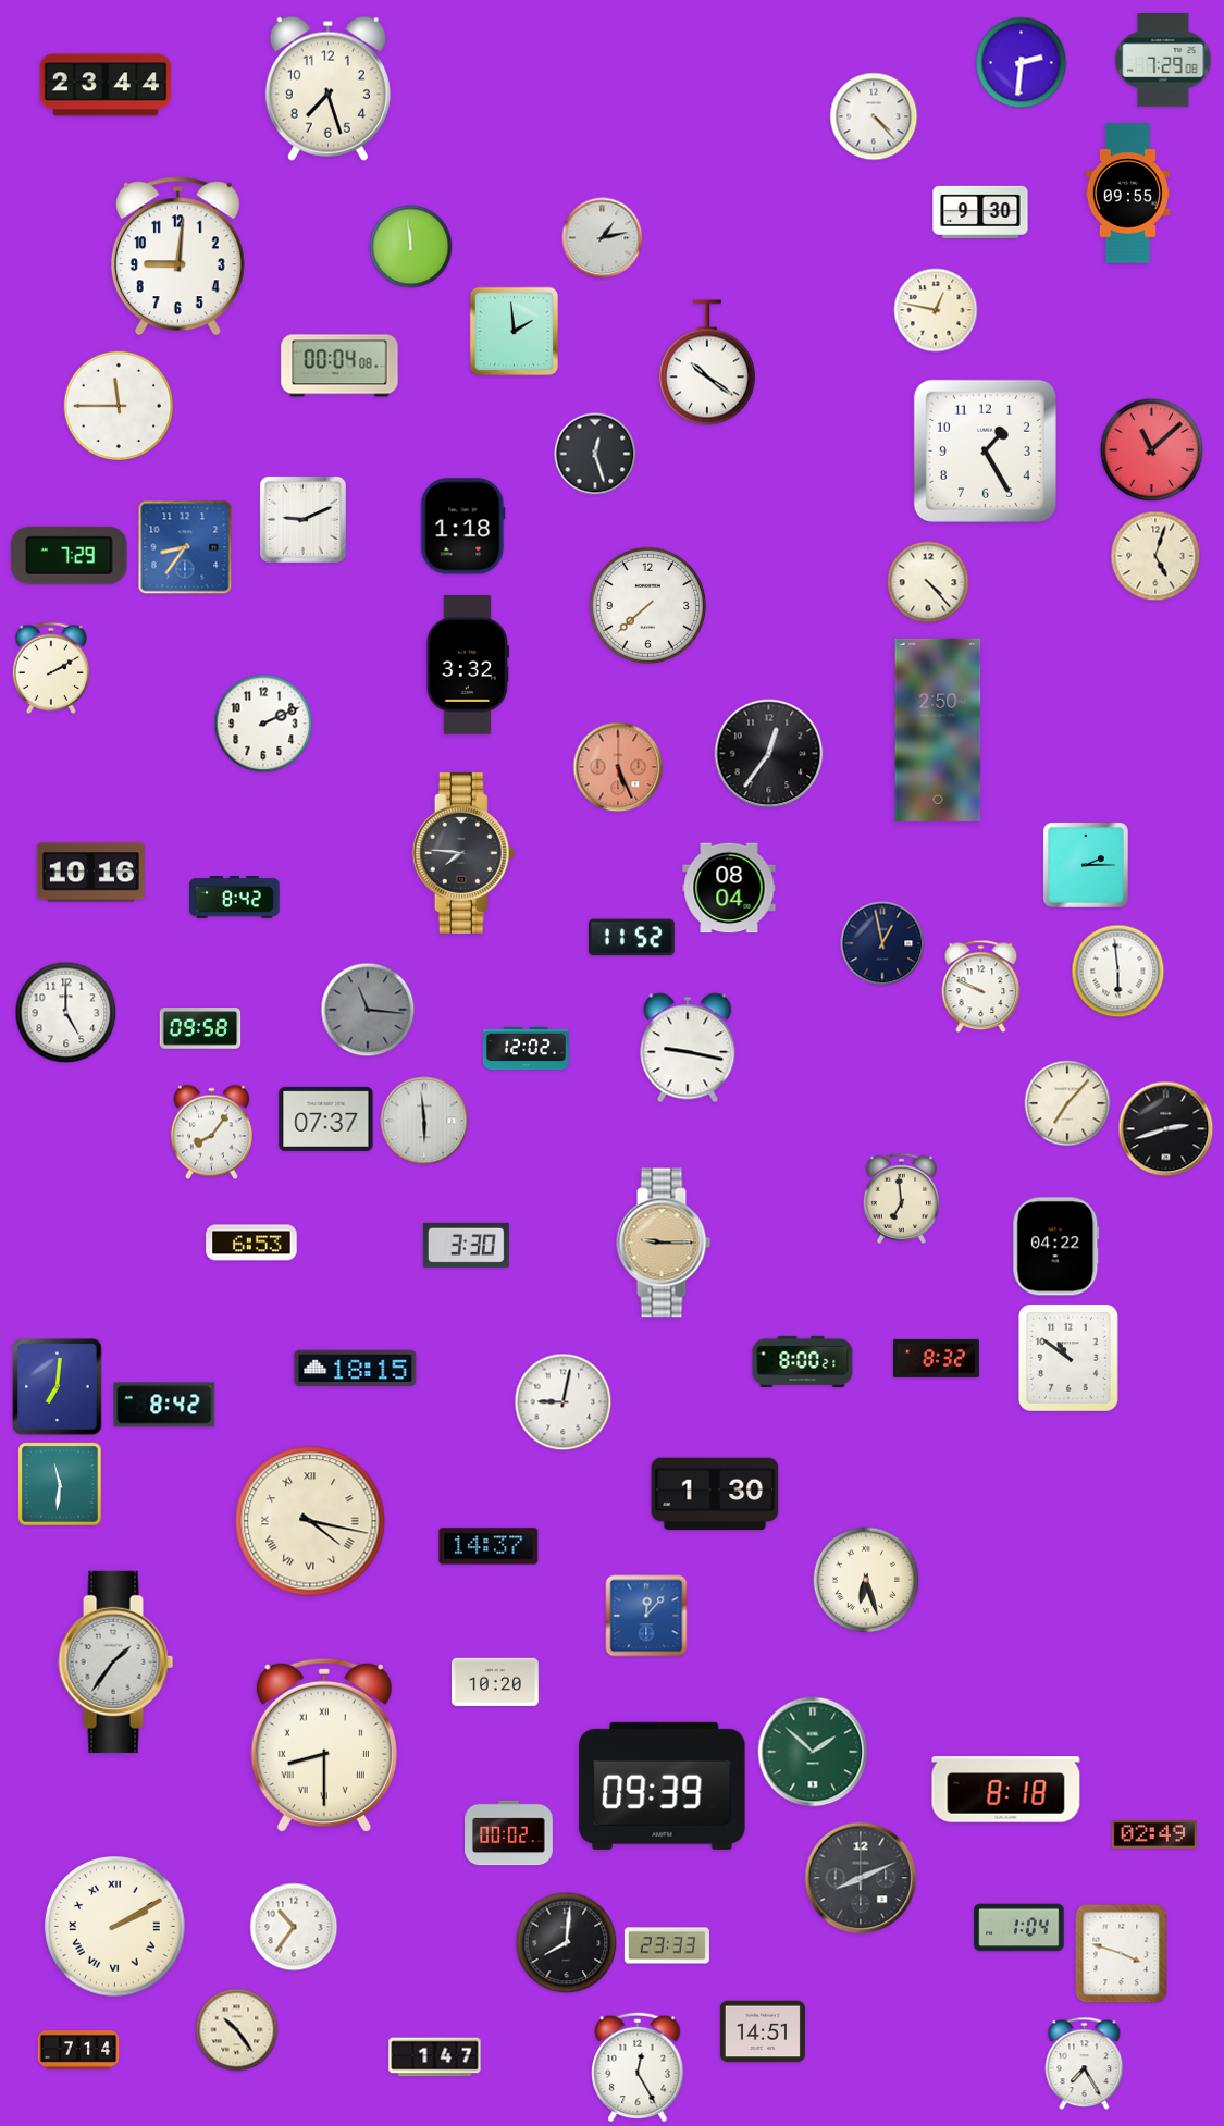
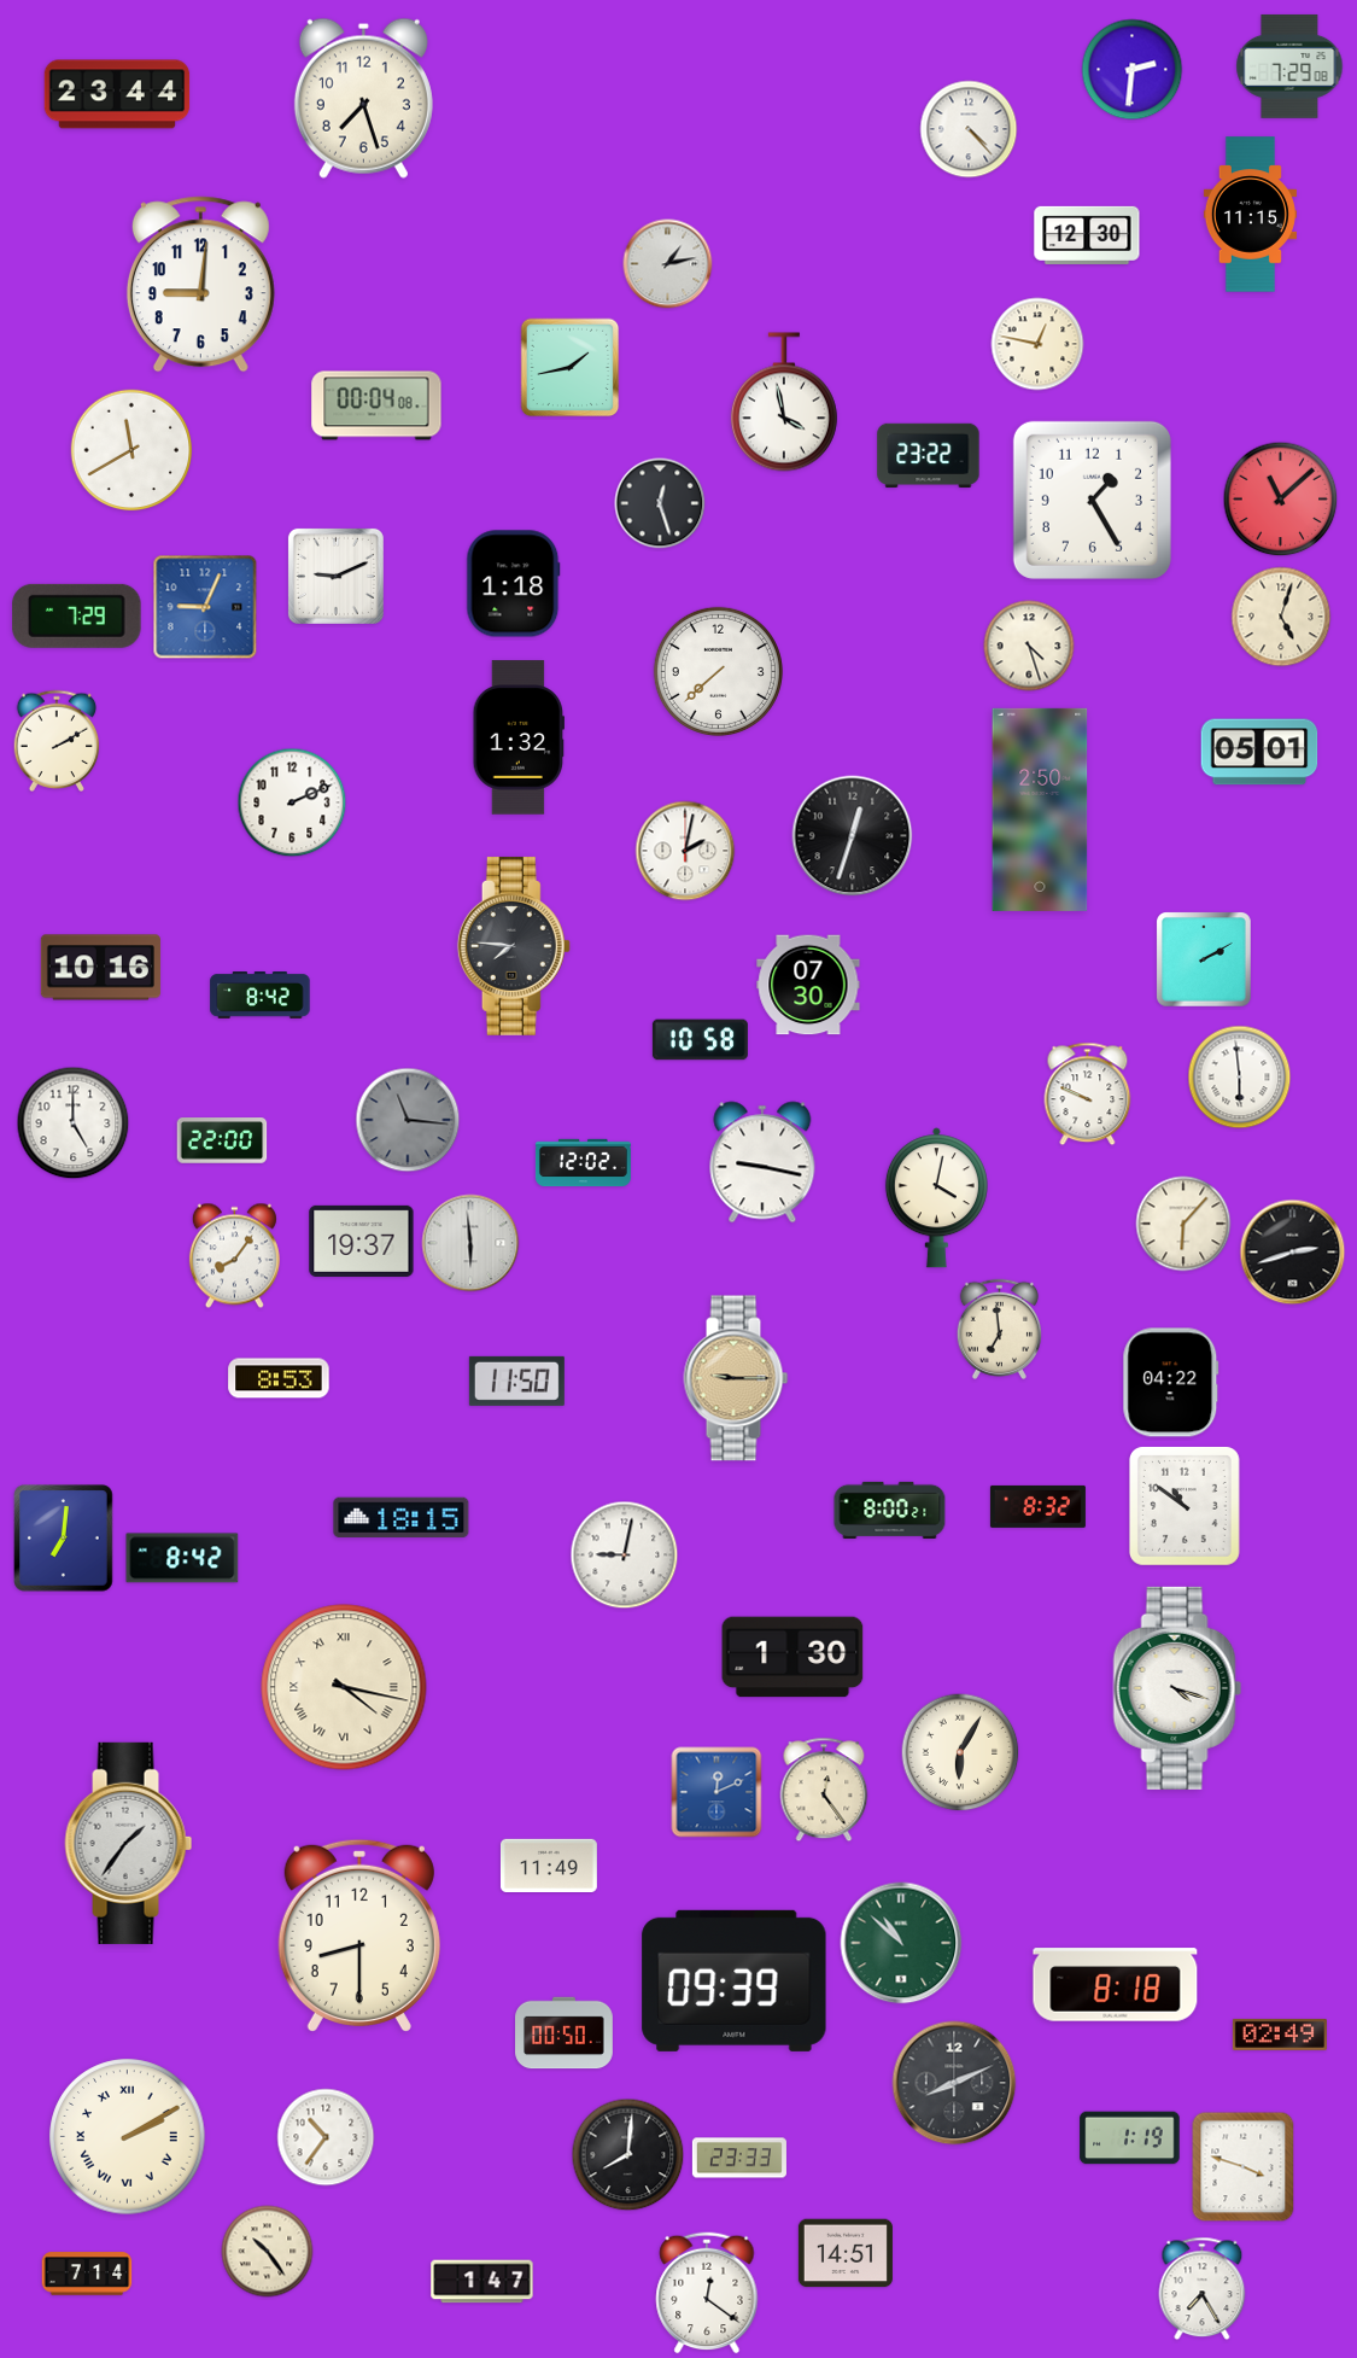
clock at (1127, 194): 09:55 -> 11:15
clock at (980, 211): 9:30 -> 12:30
clock at (411, 247): 11:59 -> none
clock at (177, 257) position: (177, 257) -> (200, 285)
clock at (515, 332): 1:59 -> 1:43
clock at (707, 362): 10:21 -> 3:58
clock at (119, 406): 11:45 -> 11:40
clock at (929, 456): none -> 23:22
clock at (1152, 450) position: (1152, 450) -> (1281, 500)
clock at (185, 547): 8:36 -> 9:04
clock at (928, 582): 4:23 -> 4:27
clock at (467, 665): 3:32 -> 1:32
clock at (1259, 752): none -> 05:01
clock at (769, 754): 12:36 -> 12:33
clock at (618, 767): 5:26 -> 2:02
clock at (618, 767) dial: salmon -> white
clock at (1087, 866): 2:15 -> 2:10
clock at (729, 888): 08:04 -> 07:30
clock at (631, 938): 11:52 -> 10:58
clock at (882, 943): 12:58 -> none
clock at (200, 1028): 09:58 -> 22:00
clock at (936, 1198): none -> 4:02
clock at (1067, 1103): 7:07 -> 6:07
clock at (326, 1118): 07:37 -> 19:37
clock at (251, 1243): 6:53 -> 8:53
clock at (466, 1245): 3:30 -> 11:50
clock at (356, 1369) position: (356, 1369) -> (402, 1518)
clock at (60, 1484): 11:31 -> none
clock at (1177, 1688): none -> 4:18
clock at (489, 1546): 14:37 -> none
clock at (866, 1580): 6:27 -> 6:05
clock at (824, 1790): none -> 12:24
clock at (646, 1616): 12:07 -> 12:11
clock at (495, 1681): 10:20 -> 11:49
clock at (324, 1745) numerals: Roman -> Arabic
clock at (813, 1752): 1:52 -> 10:52
clock at (509, 1833): 00:02 -> 00:50
clock at (1019, 1928): 1:04 -> 1:19
clock at (237, 2030) position: (237, 2030) -> (268, 2252)
clock at (638, 2067): 12:25 -> 12:21
